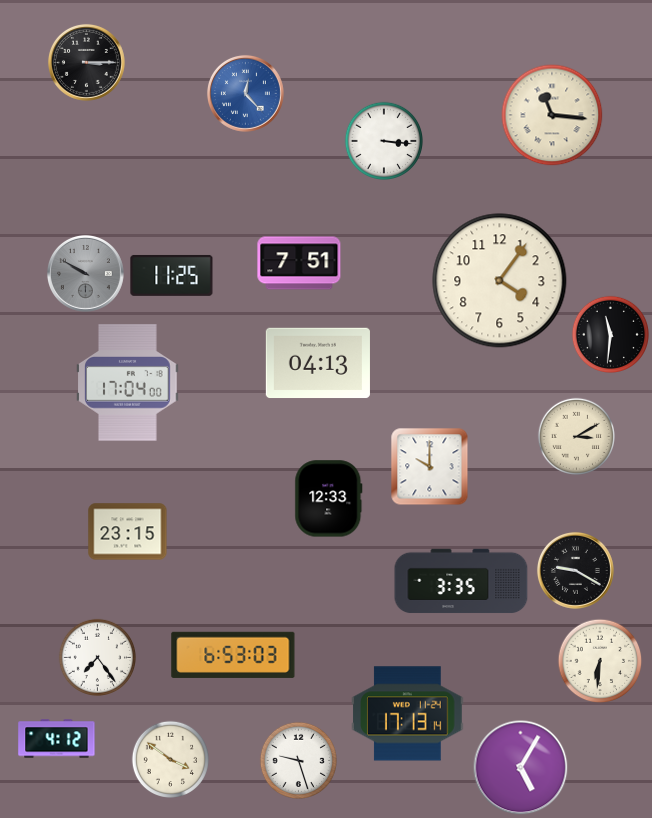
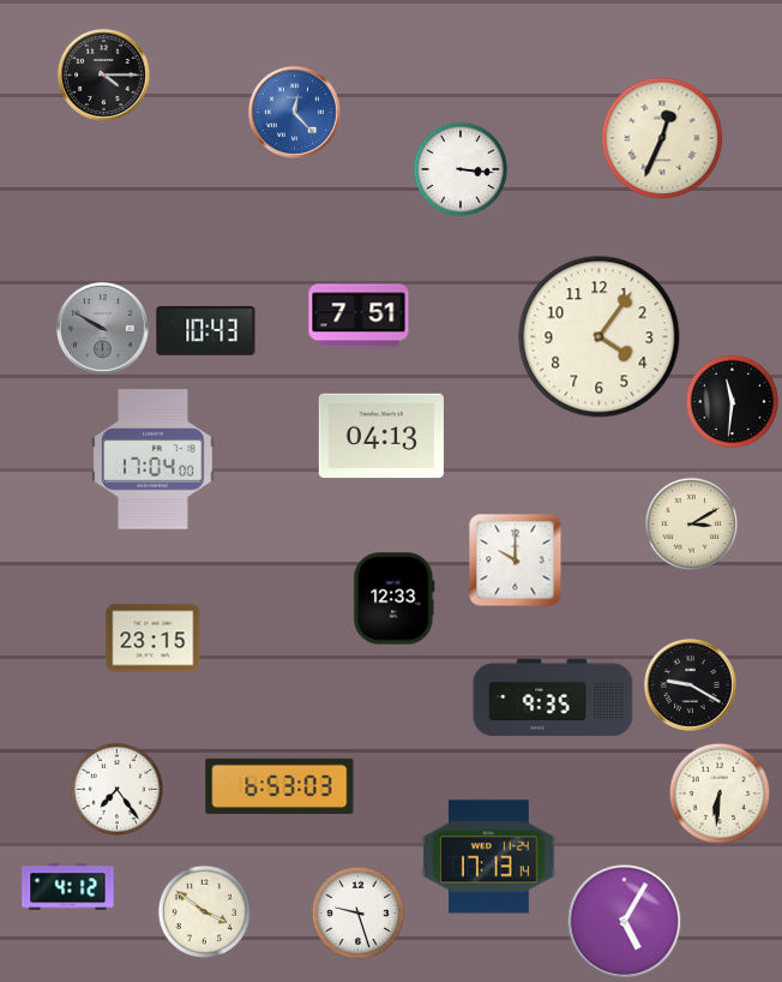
clock at (86, 62): 3:15 -> 4:15
clock at (552, 115): 11:16 -> 12:34
clock at (172, 275): 11:25 -> 10:43
clock at (461, 581): 3:35 -> 9:35
